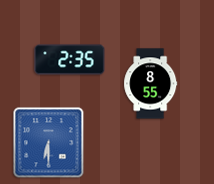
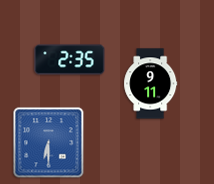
clock at (151, 84): 8:55 -> 9:11
